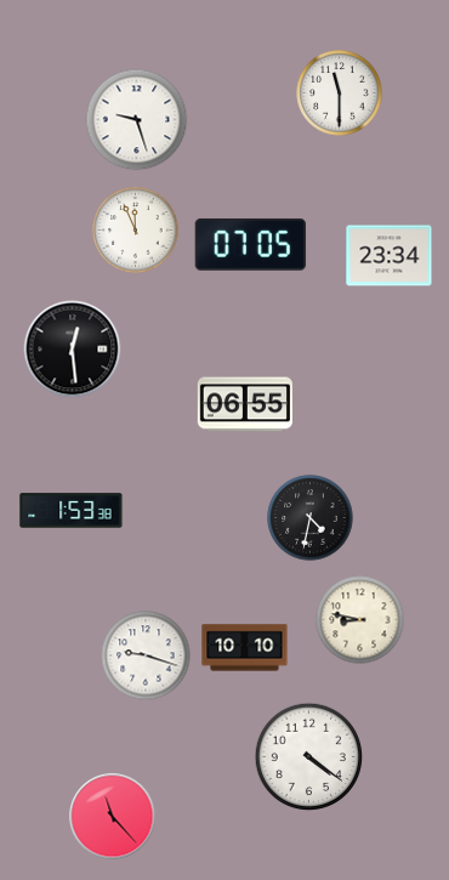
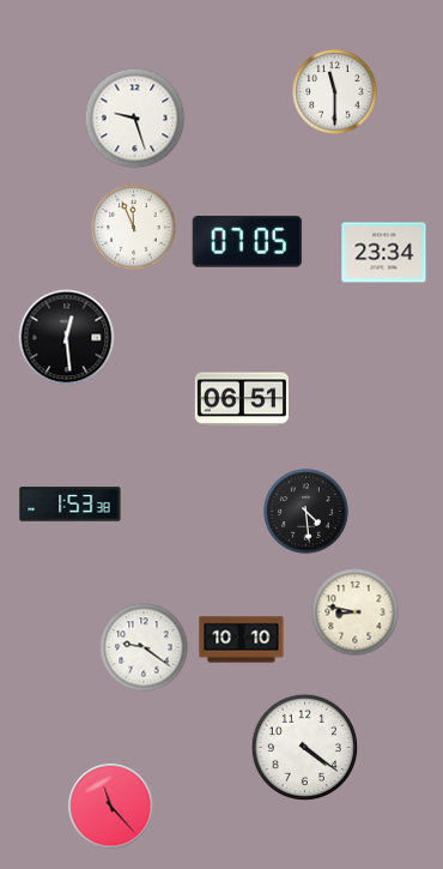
clock at (73, 350) position: (73, 350) -> (67, 338)
clock at (245, 404): 06:55 -> 06:51
clock at (311, 518): 4:32 -> 4:29
clock at (146, 655): 9:18 -> 9:21
